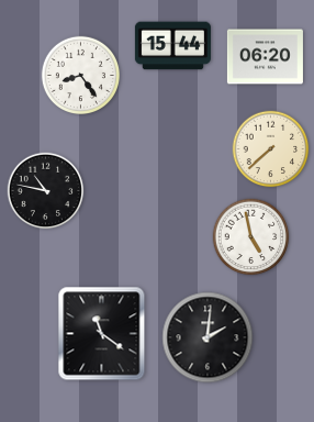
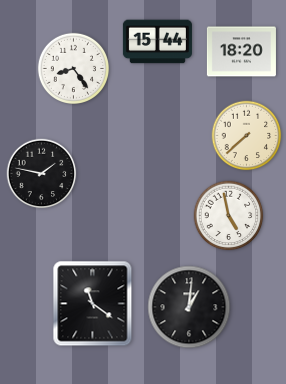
clock at (265, 57): 06:20 -> 18:20
clock at (46, 191): 10:47 -> 1:47
clock at (208, 337): 2:01 -> 1:01
